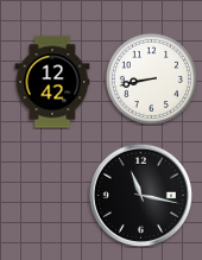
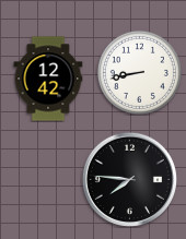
clock at (52, 82) position: (52, 82) -> (48, 79)
clock at (140, 195): 11:17 -> 7:46
